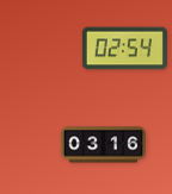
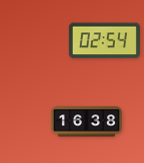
clock at (103, 145): 03:16 -> 16:38
